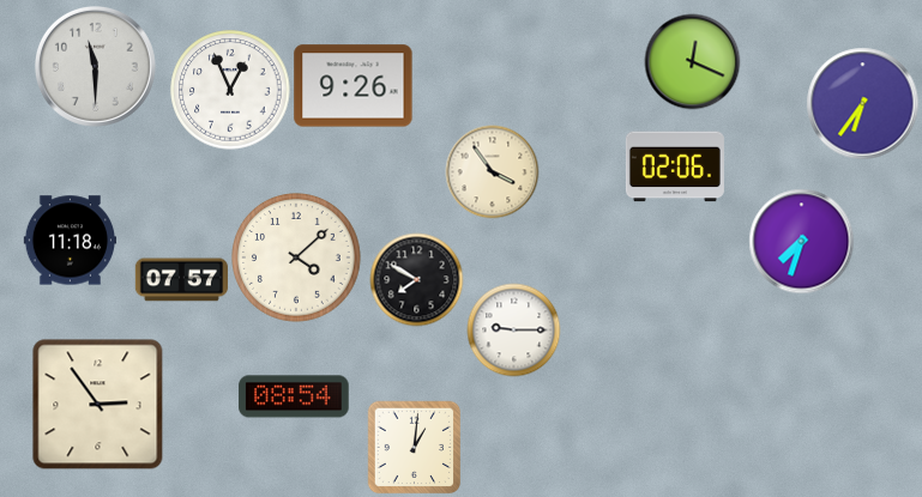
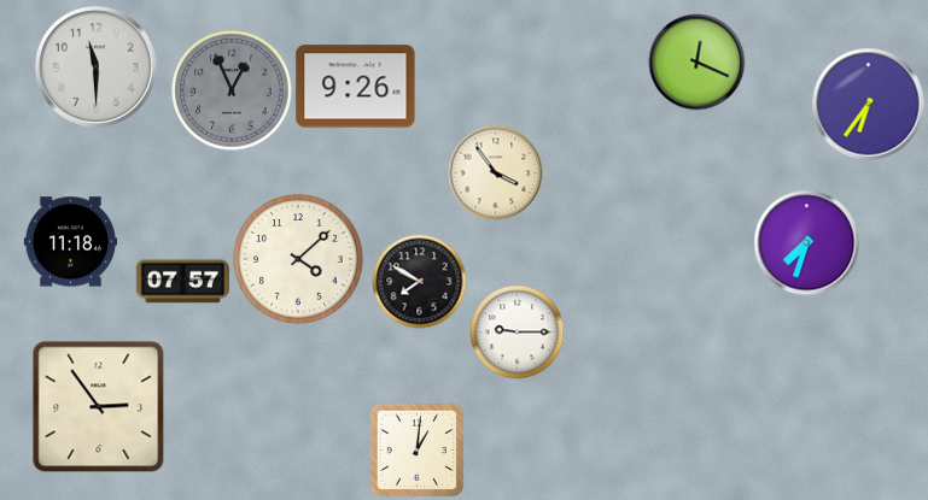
clock at (230, 90) dial: white -> grey
clock at (675, 166): 02:06 -> none
clock at (294, 396): 08:54 -> none
